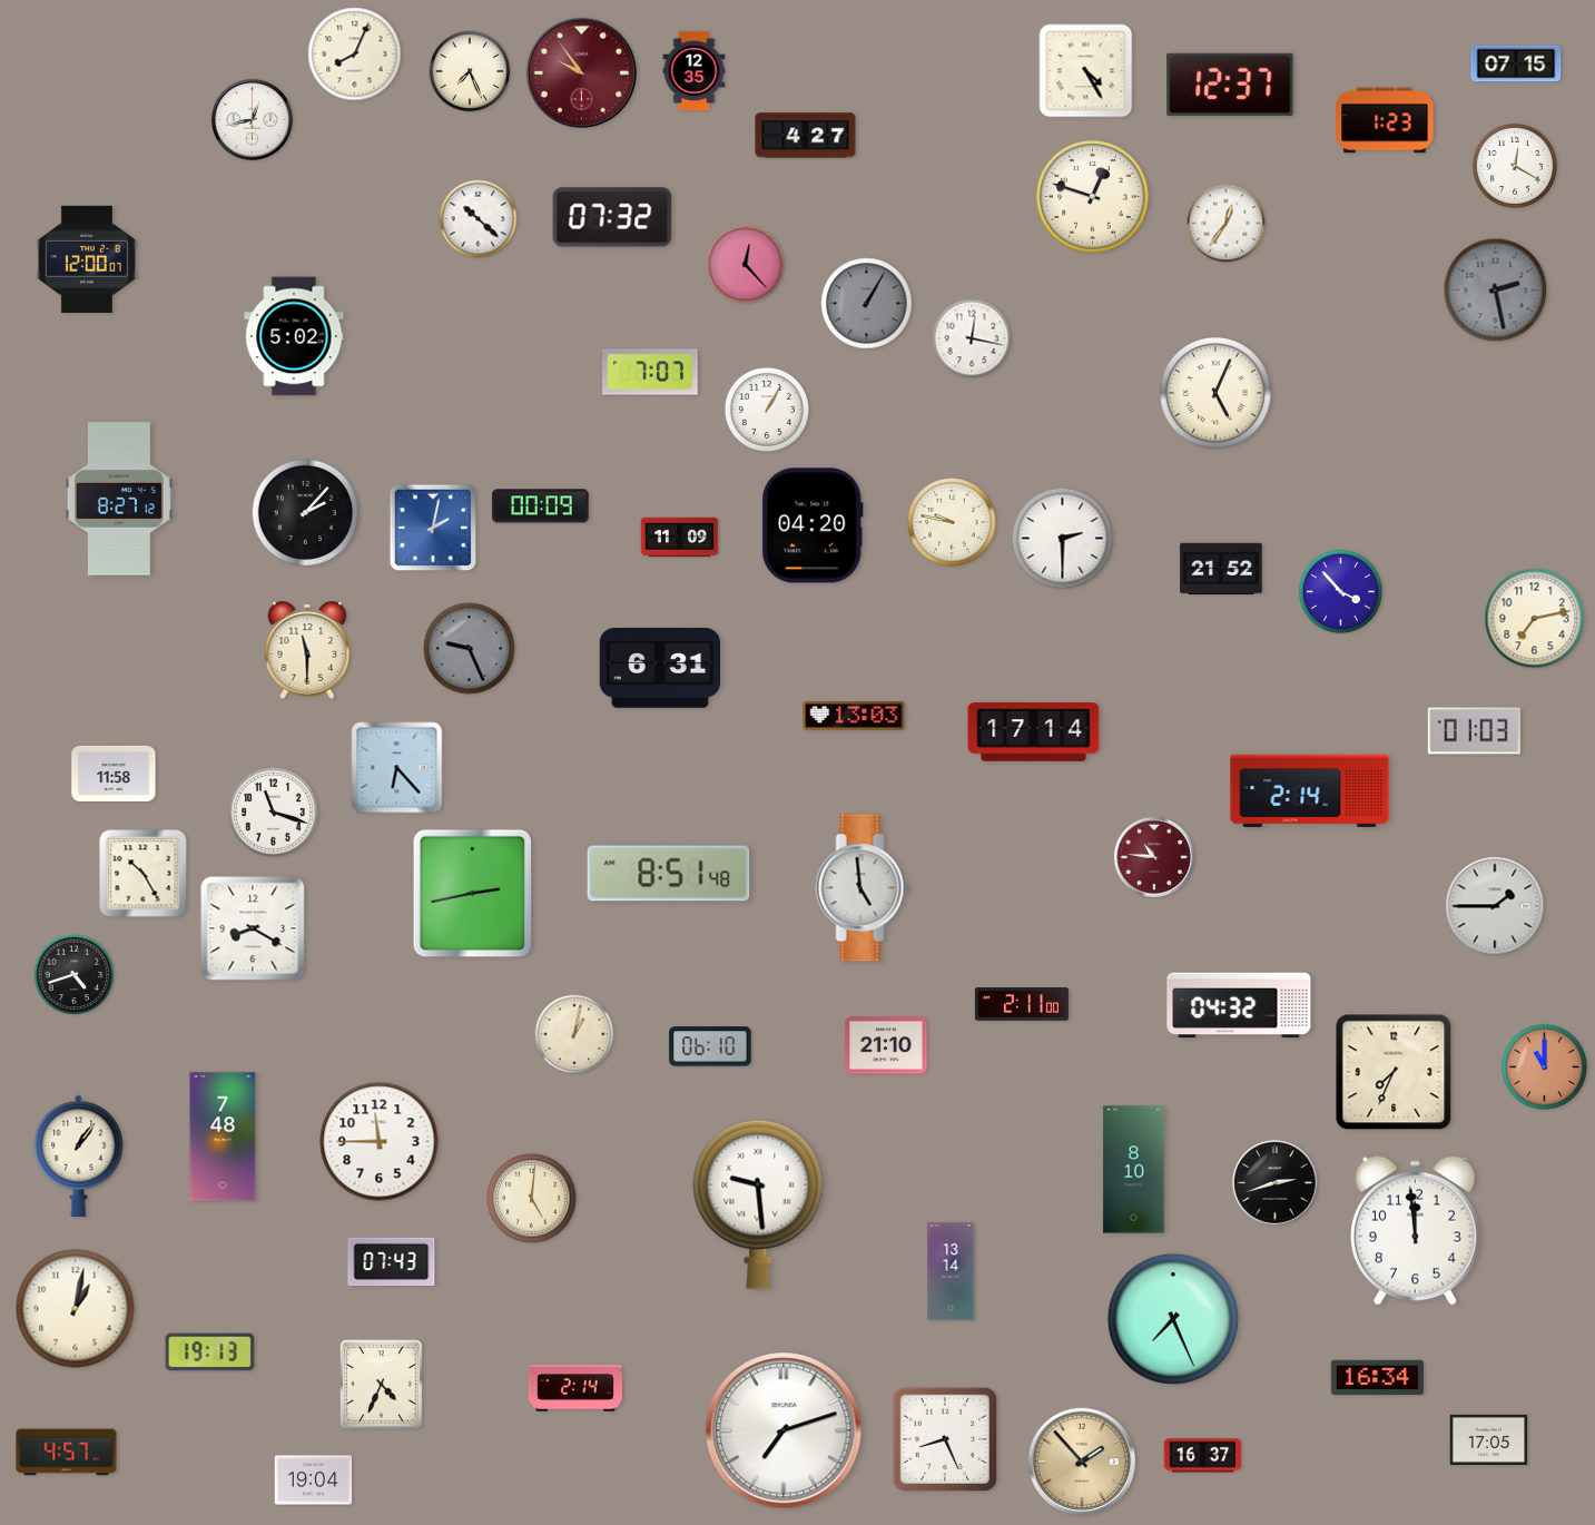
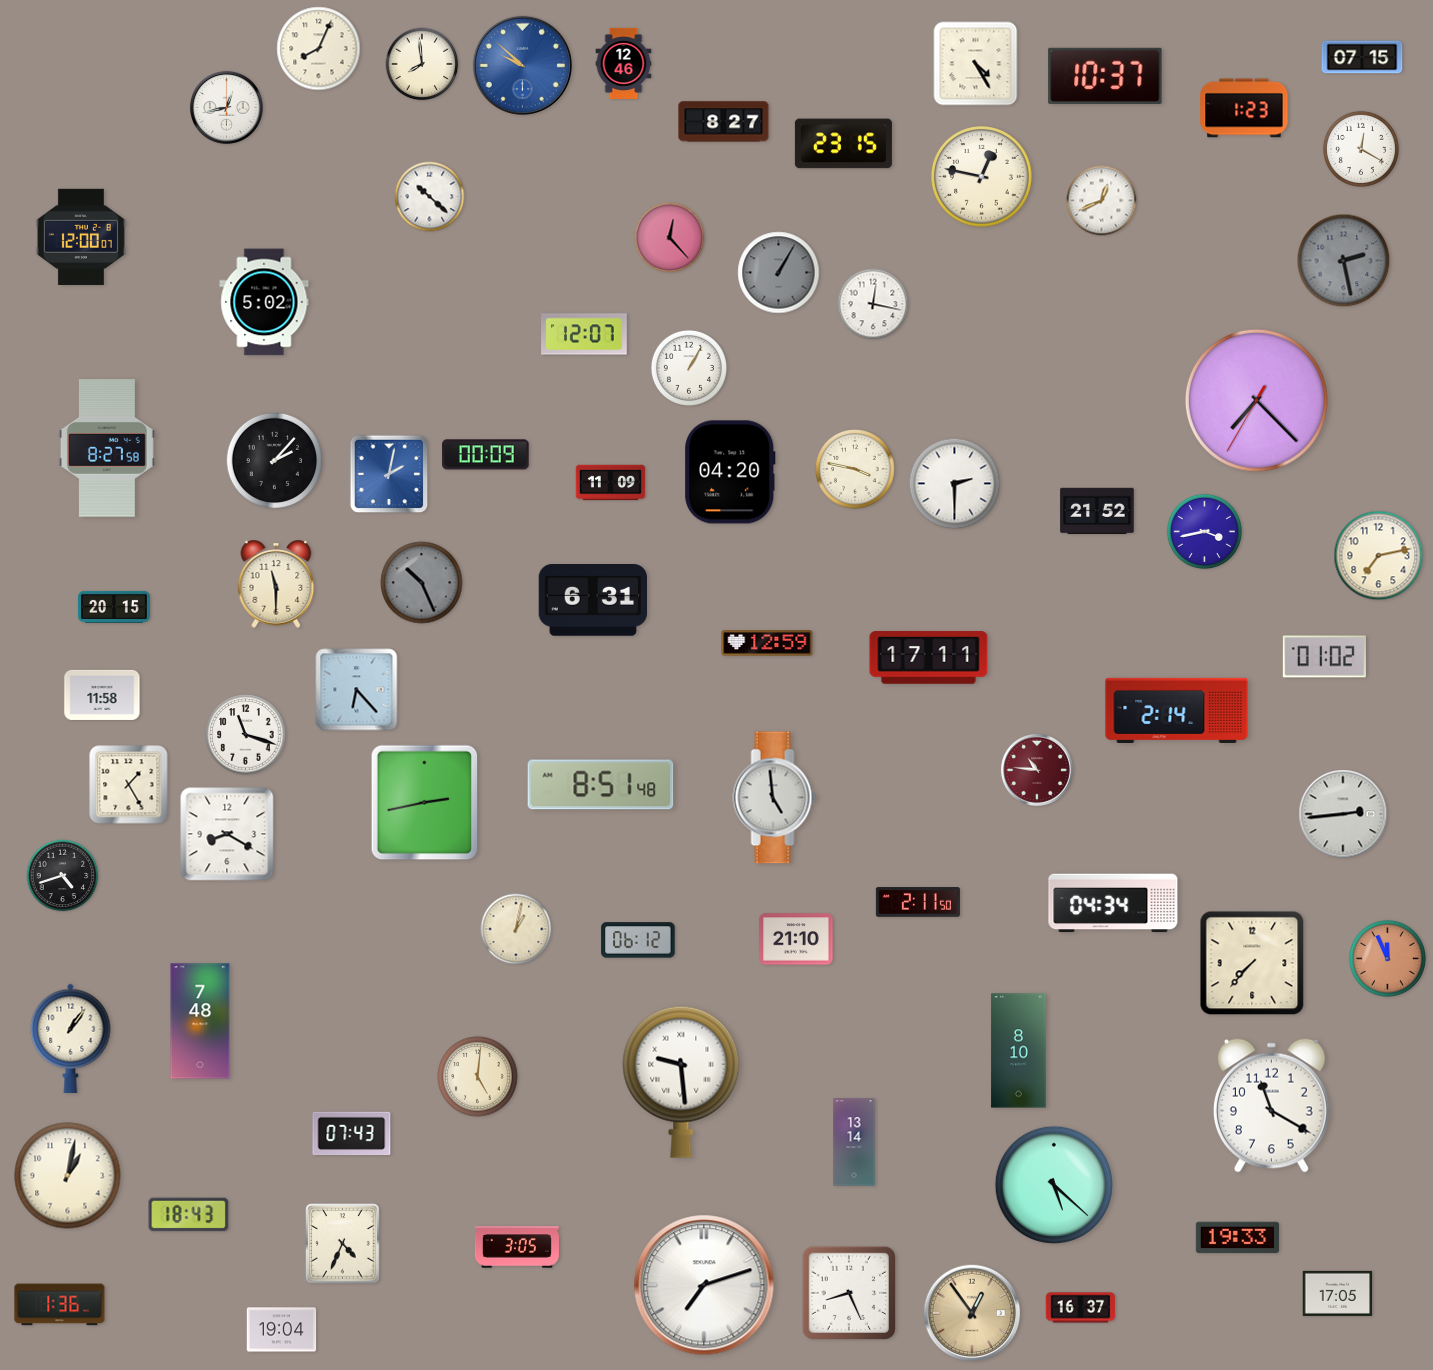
clock at (695, 70): 12:35 -> 12:46
clock at (470, 71): 7:26 -> 7:59
clock at (581, 72): 9:54 -> 9:52
clock at (581, 72) dial: burgundy -> blue
clock at (1230, 85): 12:37 -> 10:37
clock at (806, 136): 4:27 -> 8:27
clock at (843, 144): none -> 23:15
clock at (1093, 197): 12:48 -> 12:47
clock at (612, 217): 07:32 -> none
clock at (1227, 224): 12:36 -> 12:41
clock at (87, 259) position: (87, 259) -> (81, 237)
clock at (650, 372): 7:07 -> 12:07
clock at (1217, 394): 5:04 -> none
clock at (1256, 400): none -> 7:22
clock at (119, 499): 8:27:12 -> 8:27:58
clock at (952, 522): 9:47 -> 3:47
clock at (1340, 591): 3:53 -> 3:43
clock at (470, 649): 9:26 -> 10:26
clock at (114, 607): none -> 20:15
clock at (854, 716): 13:03 -> 12:59
clock at (1474, 731): 01:03 -> 01:02
clock at (1034, 732): 17:14 -> 17:11
clock at (274, 813) position: (274, 813) -> (246, 735)
clock at (144, 874): 10:25 -> 1:25
clock at (1495, 906): 1:45 -> 2:44
clock at (75, 975) position: (75, 975) -> (63, 876)
clock at (1022, 1004): 2:11:00 -> 2:11:50
clock at (1239, 1005): 04:32 -> 04:34
clock at (710, 1046): 06:10 -> 06:12
clock at (1544, 1066): 11:00 -> 11:56
clock at (1394, 1072): 7:34 -> 7:37
clock at (380, 1142): 11:45 -> none
clock at (1276, 1183): 2:42 -> none
clock at (1415, 1230): 11:59 -> 11:20
clock at (1173, 1319): 7:26 -> 5:22
clock at (210, 1352): 19:13 -> 18:43
clock at (1377, 1378): 16:34 -> 19:33
clock at (575, 1388): 2:14 -> 3:05
clock at (67, 1453): 4:57 -> 1:36
clock at (1082, 1462): 1:53 -> 12:54
